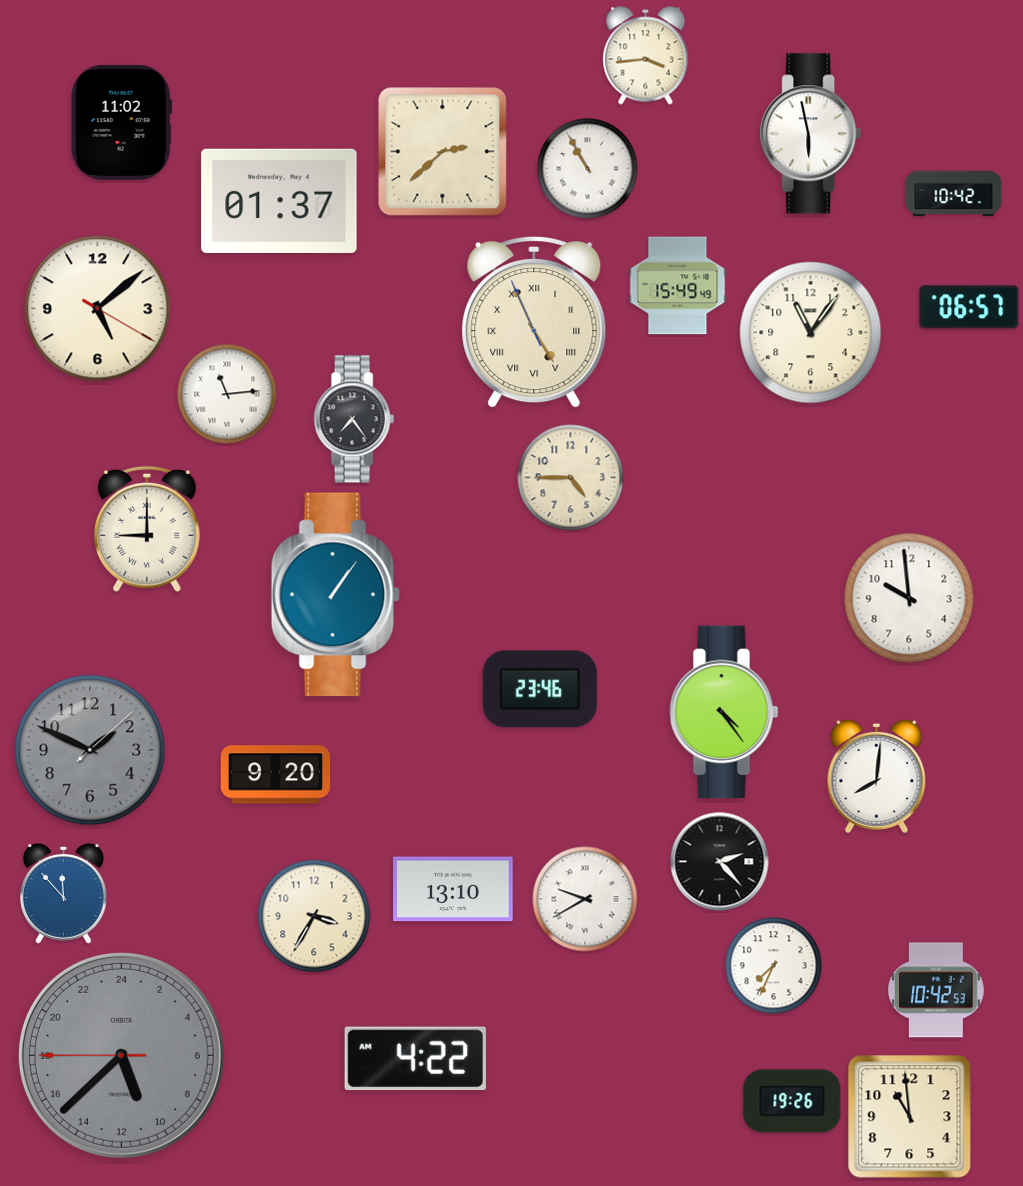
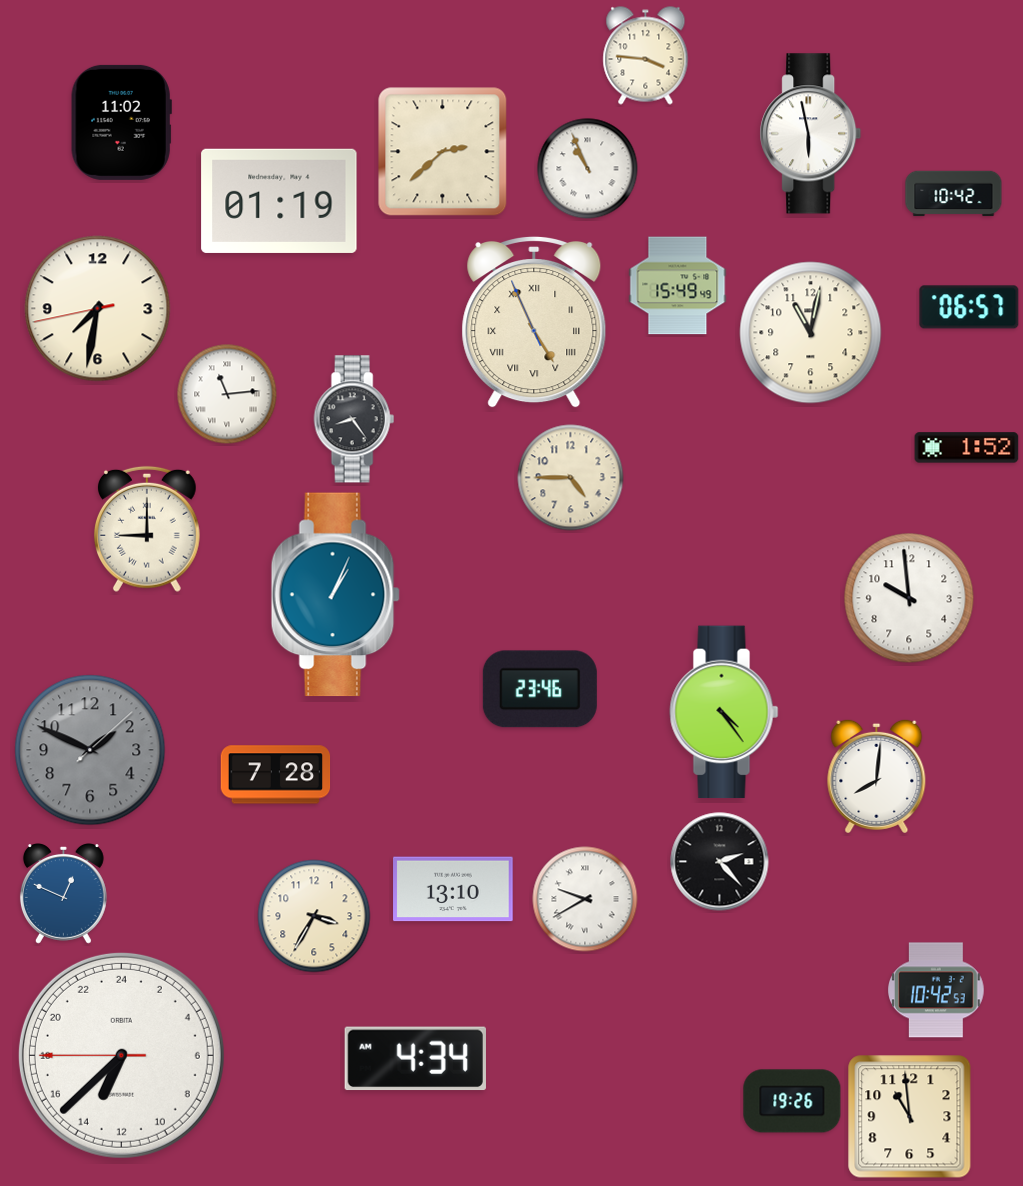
clock at (646, 56): 3:44 -> 3:46
clock at (588, 169): 10:55 -> 10:56
clock at (279, 201): 01:37 -> 01:19
clock at (98, 309): 5:08 -> 7:31
clock at (811, 333): 11:06 -> 11:02
clock at (354, 419): 7:24 -> 8:24
clock at (967, 448): none -> 1:52
clock at (335, 595): 1:06 -> 1:04
clock at (276, 775): 9:20 -> 7:28
clock at (63, 894): 11:53 -> 12:49
clock at (774, 966): 7:34 -> none
clock at (121, 1055): 10:37 -> 13:37
clock at (121, 1055) dial: grey -> white
clock at (415, 1059): 4:22 -> 4:34
